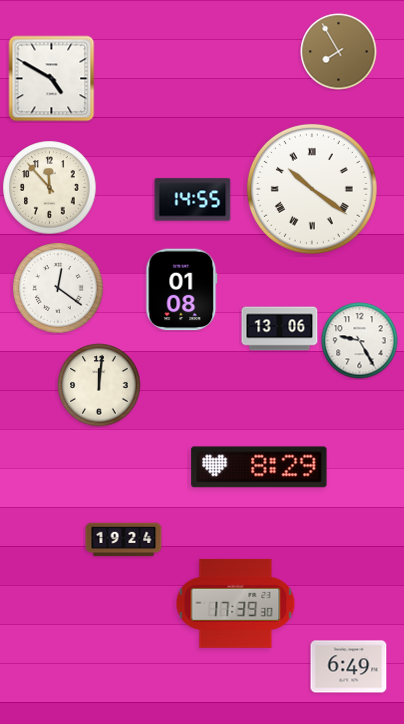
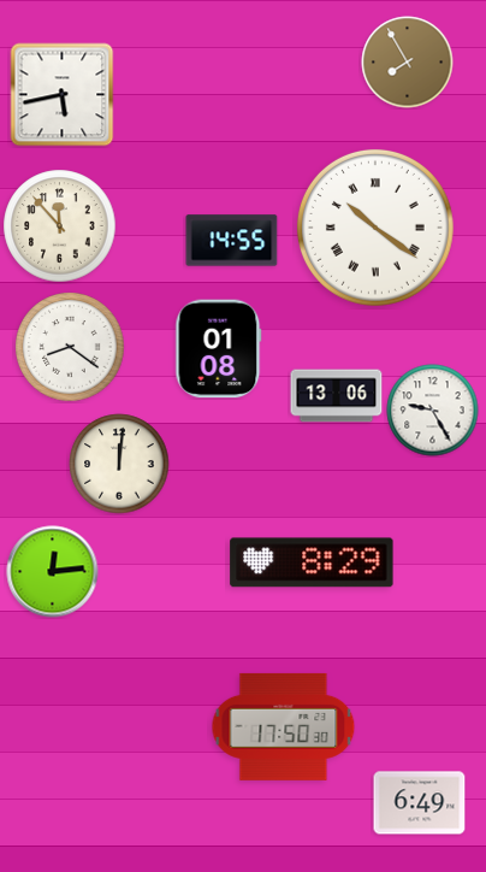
clock at (52, 79): 4:50 -> 5:43
clock at (58, 288): 12:21 -> 8:21
clock at (53, 572): none -> 12:14
clock at (124, 540): 19:24 -> none
clock at (236, 603): 17:39 -> 17:50
